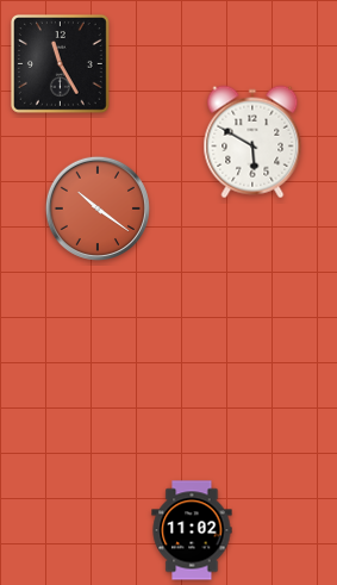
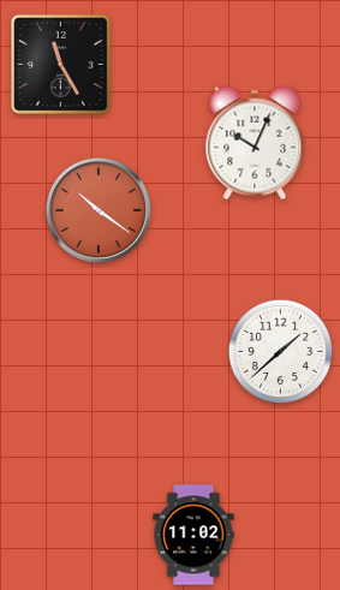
clock at (252, 142): 5:50 -> 10:04
clock at (281, 352): none -> 1:38
